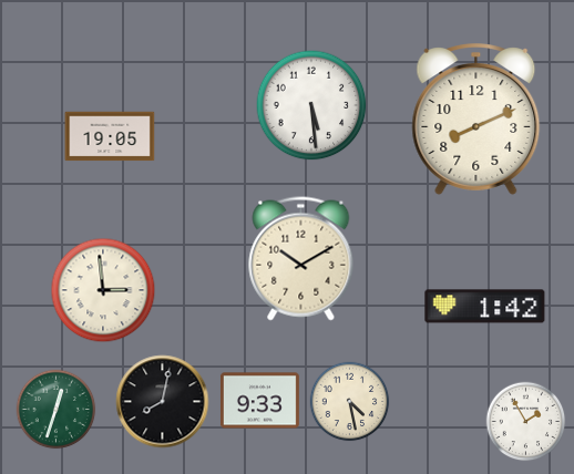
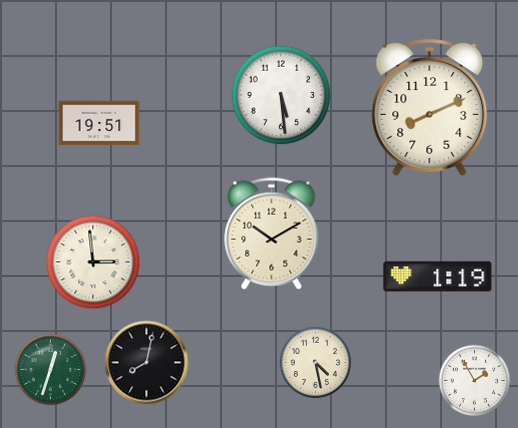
clock at (110, 136): 19:05 -> 19:51
clock at (485, 307): 1:42 -> 1:19
clock at (259, 401): 9:33 -> none
